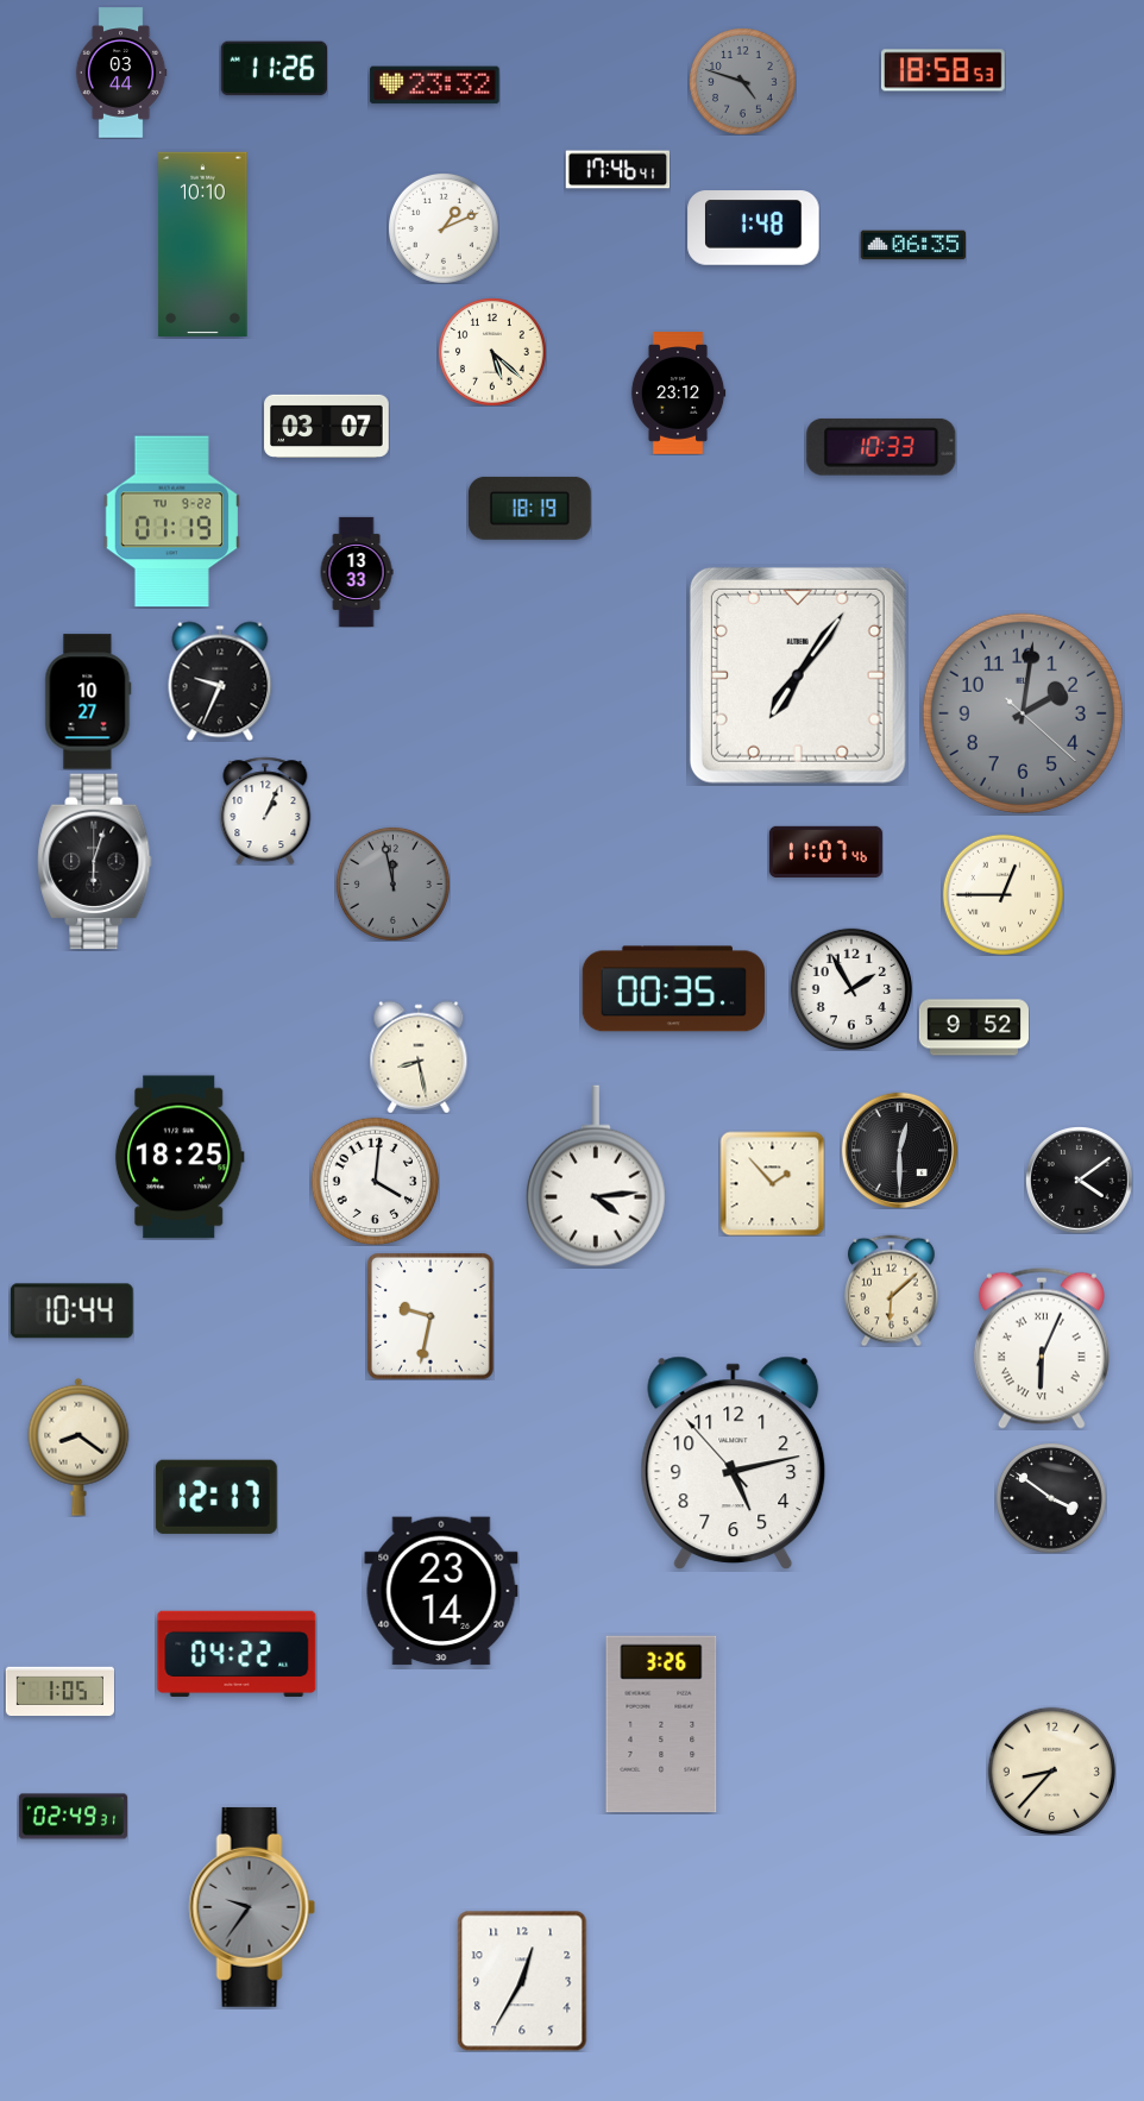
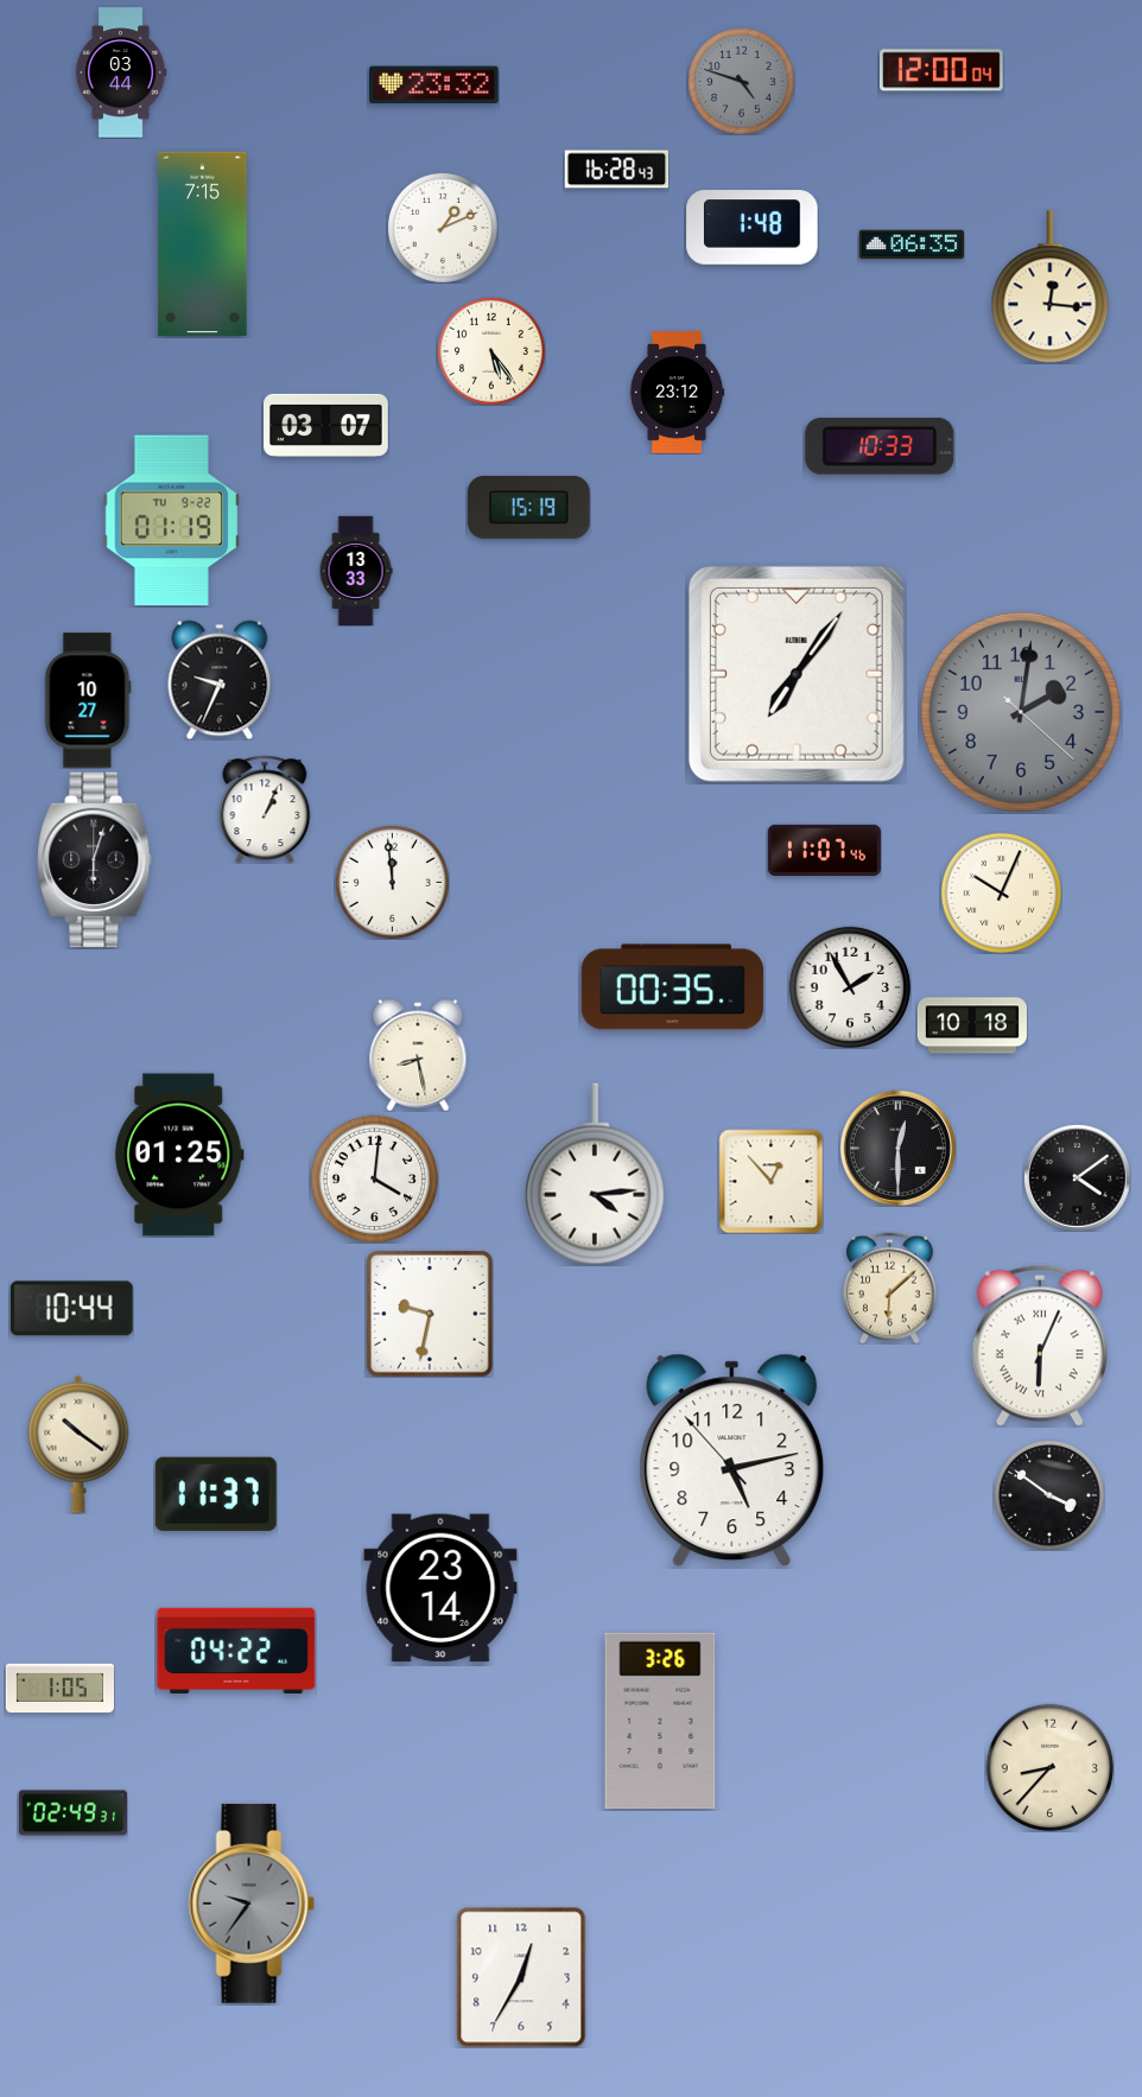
clock at (274, 69): 11:26 -> none
clock at (944, 70): 18:58 -> 12:00
clock at (617, 170): 17:46 -> 16:28
clock at (203, 244): 10:10 -> 7:15
clock at (1051, 287): none -> 12:16
clock at (492, 352): 5:22 -> 5:24
clock at (529, 508): 18:19 -> 15:19
clock at (392, 883): 11:58 -> 11:59
clock at (392, 883) dial: grey -> white
clock at (1002, 894): 12:45 -> 10:04
clock at (974, 1027): 9:52 -> 10:18
clock at (180, 1157): 18:25 -> 01:25
clock at (772, 1183): 1:53 -> 12:53
clock at (78, 1447): 8:21 -> 10:21
clock at (216, 1497): 12:17 -> 11:37
